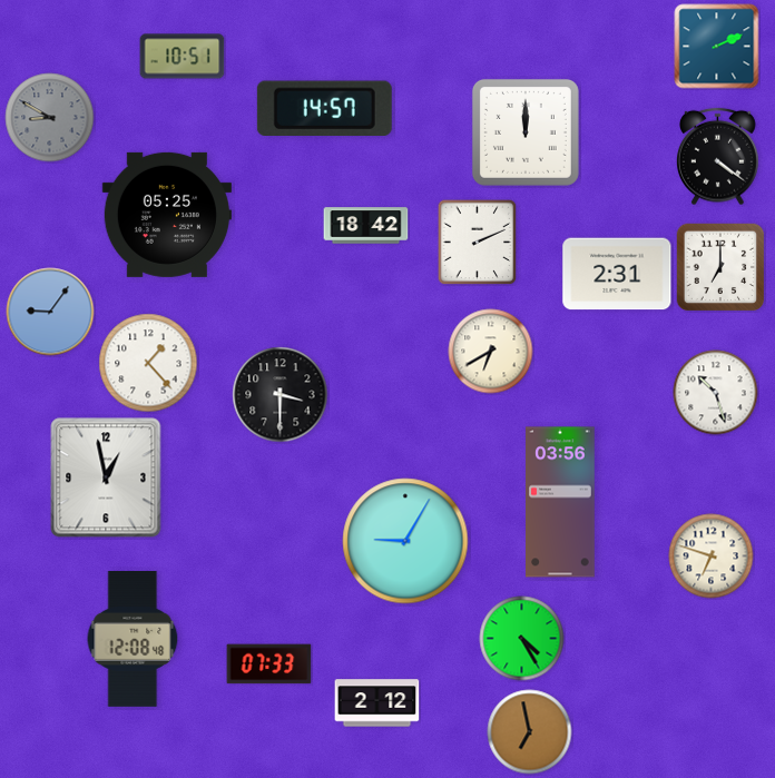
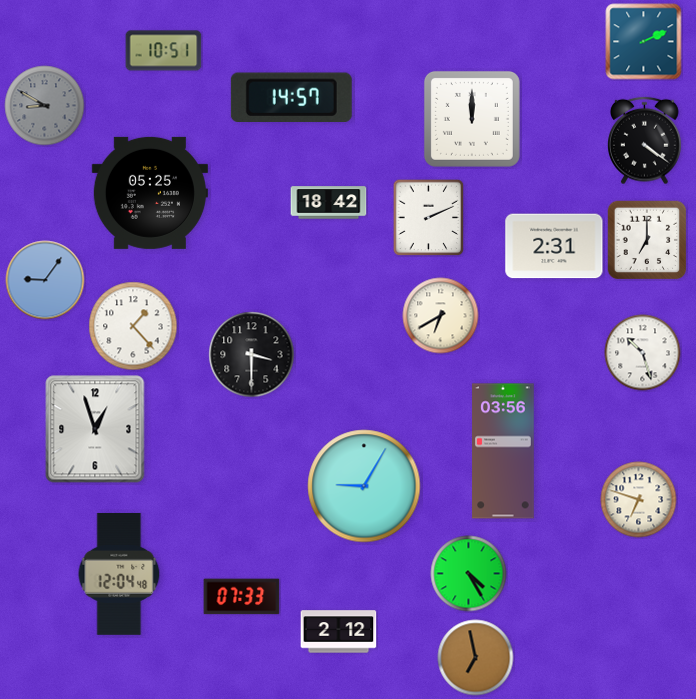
clock at (106, 477): 12:58 -> 12:57
clock at (133, 639): 12:08 -> 12:04
